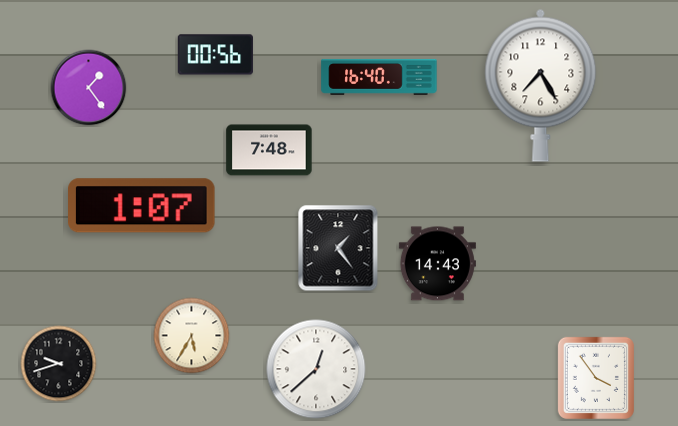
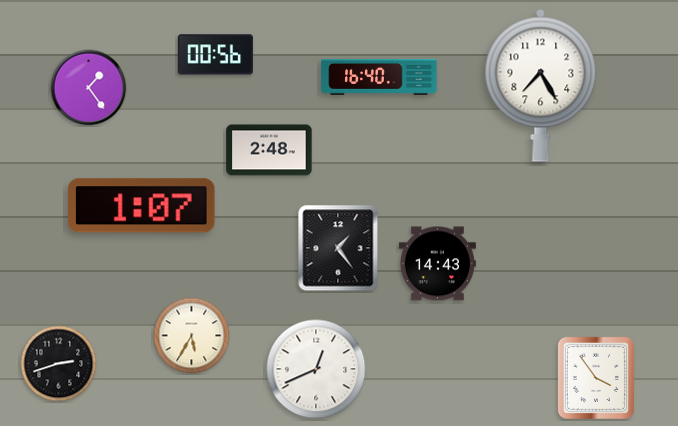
clock at (269, 150): 7:48 -> 2:48
clock at (59, 364): 9:42 -> 2:42
clock at (316, 369): 12:38 -> 12:41
